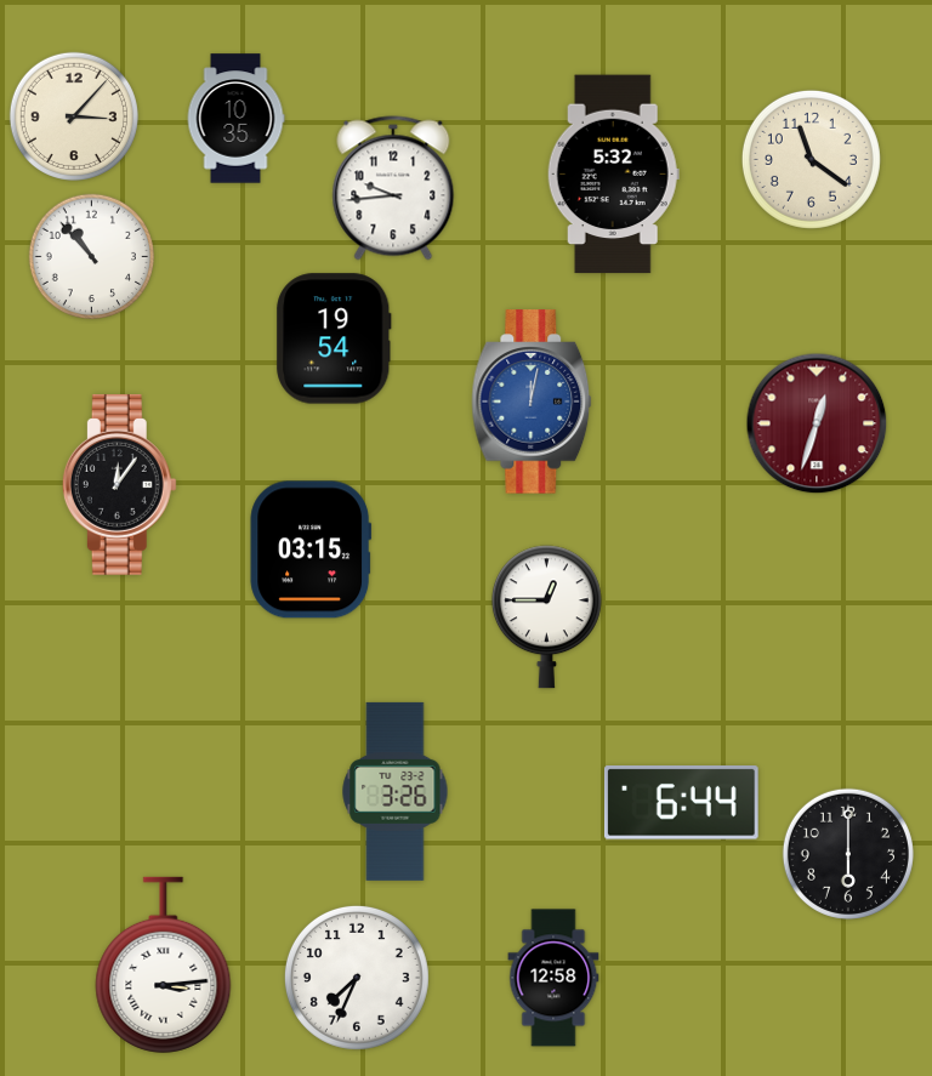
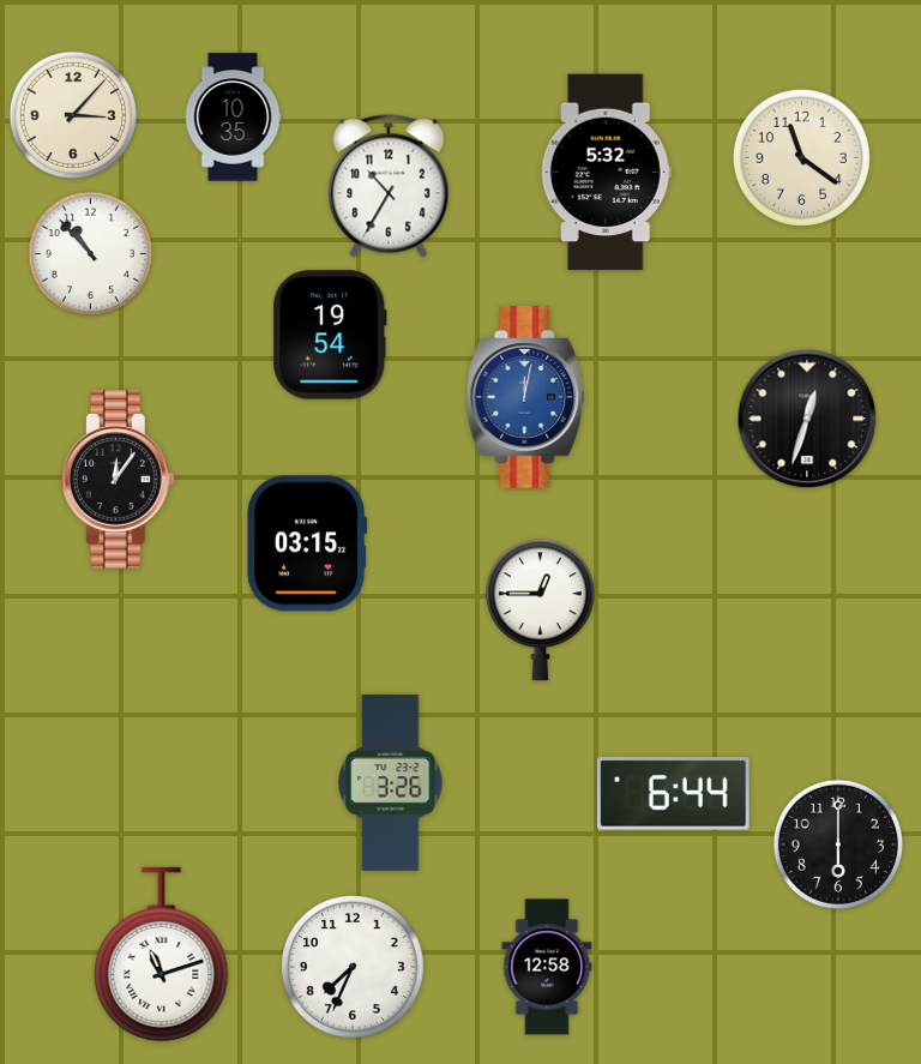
clock at (393, 188): 9:44 -> 10:35
clock at (817, 423) dial: burgundy -> black
clock at (164, 964): 3:14 -> 11:12
